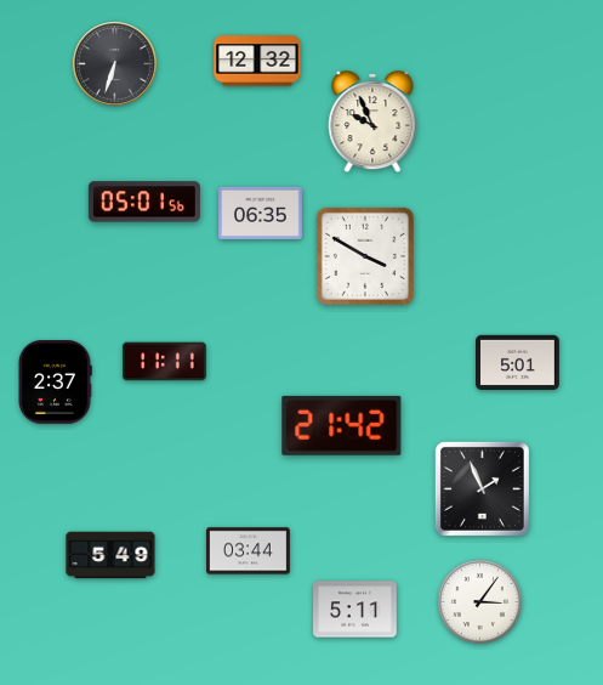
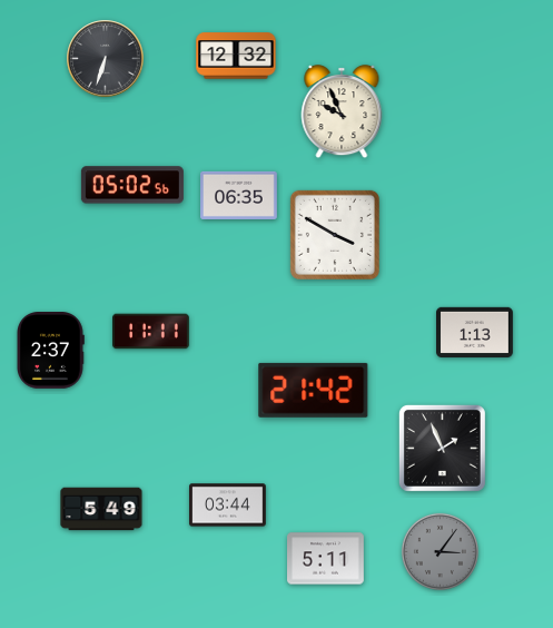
clock at (144, 202): 05:01 -> 05:02
clock at (518, 362): 5:01 -> 1:13
clock at (479, 601) dial: white -> grey
